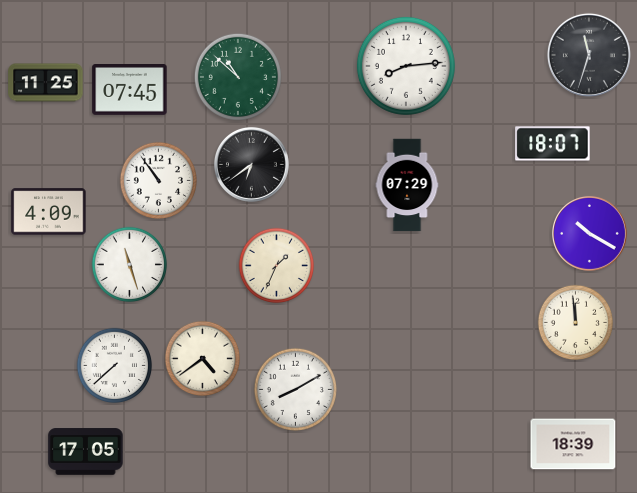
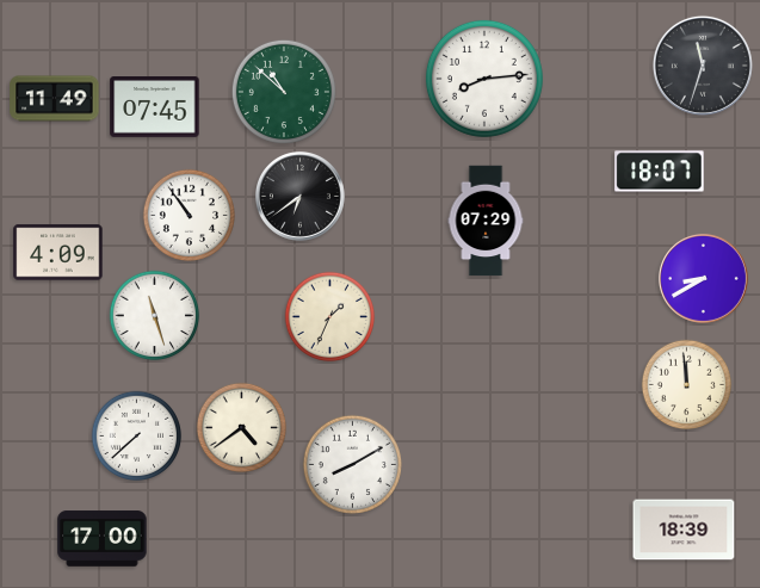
clock at (46, 83): 11:25 -> 11:49
clock at (589, 233): 10:20 -> 8:40
clock at (86, 452): 17:05 -> 17:00
